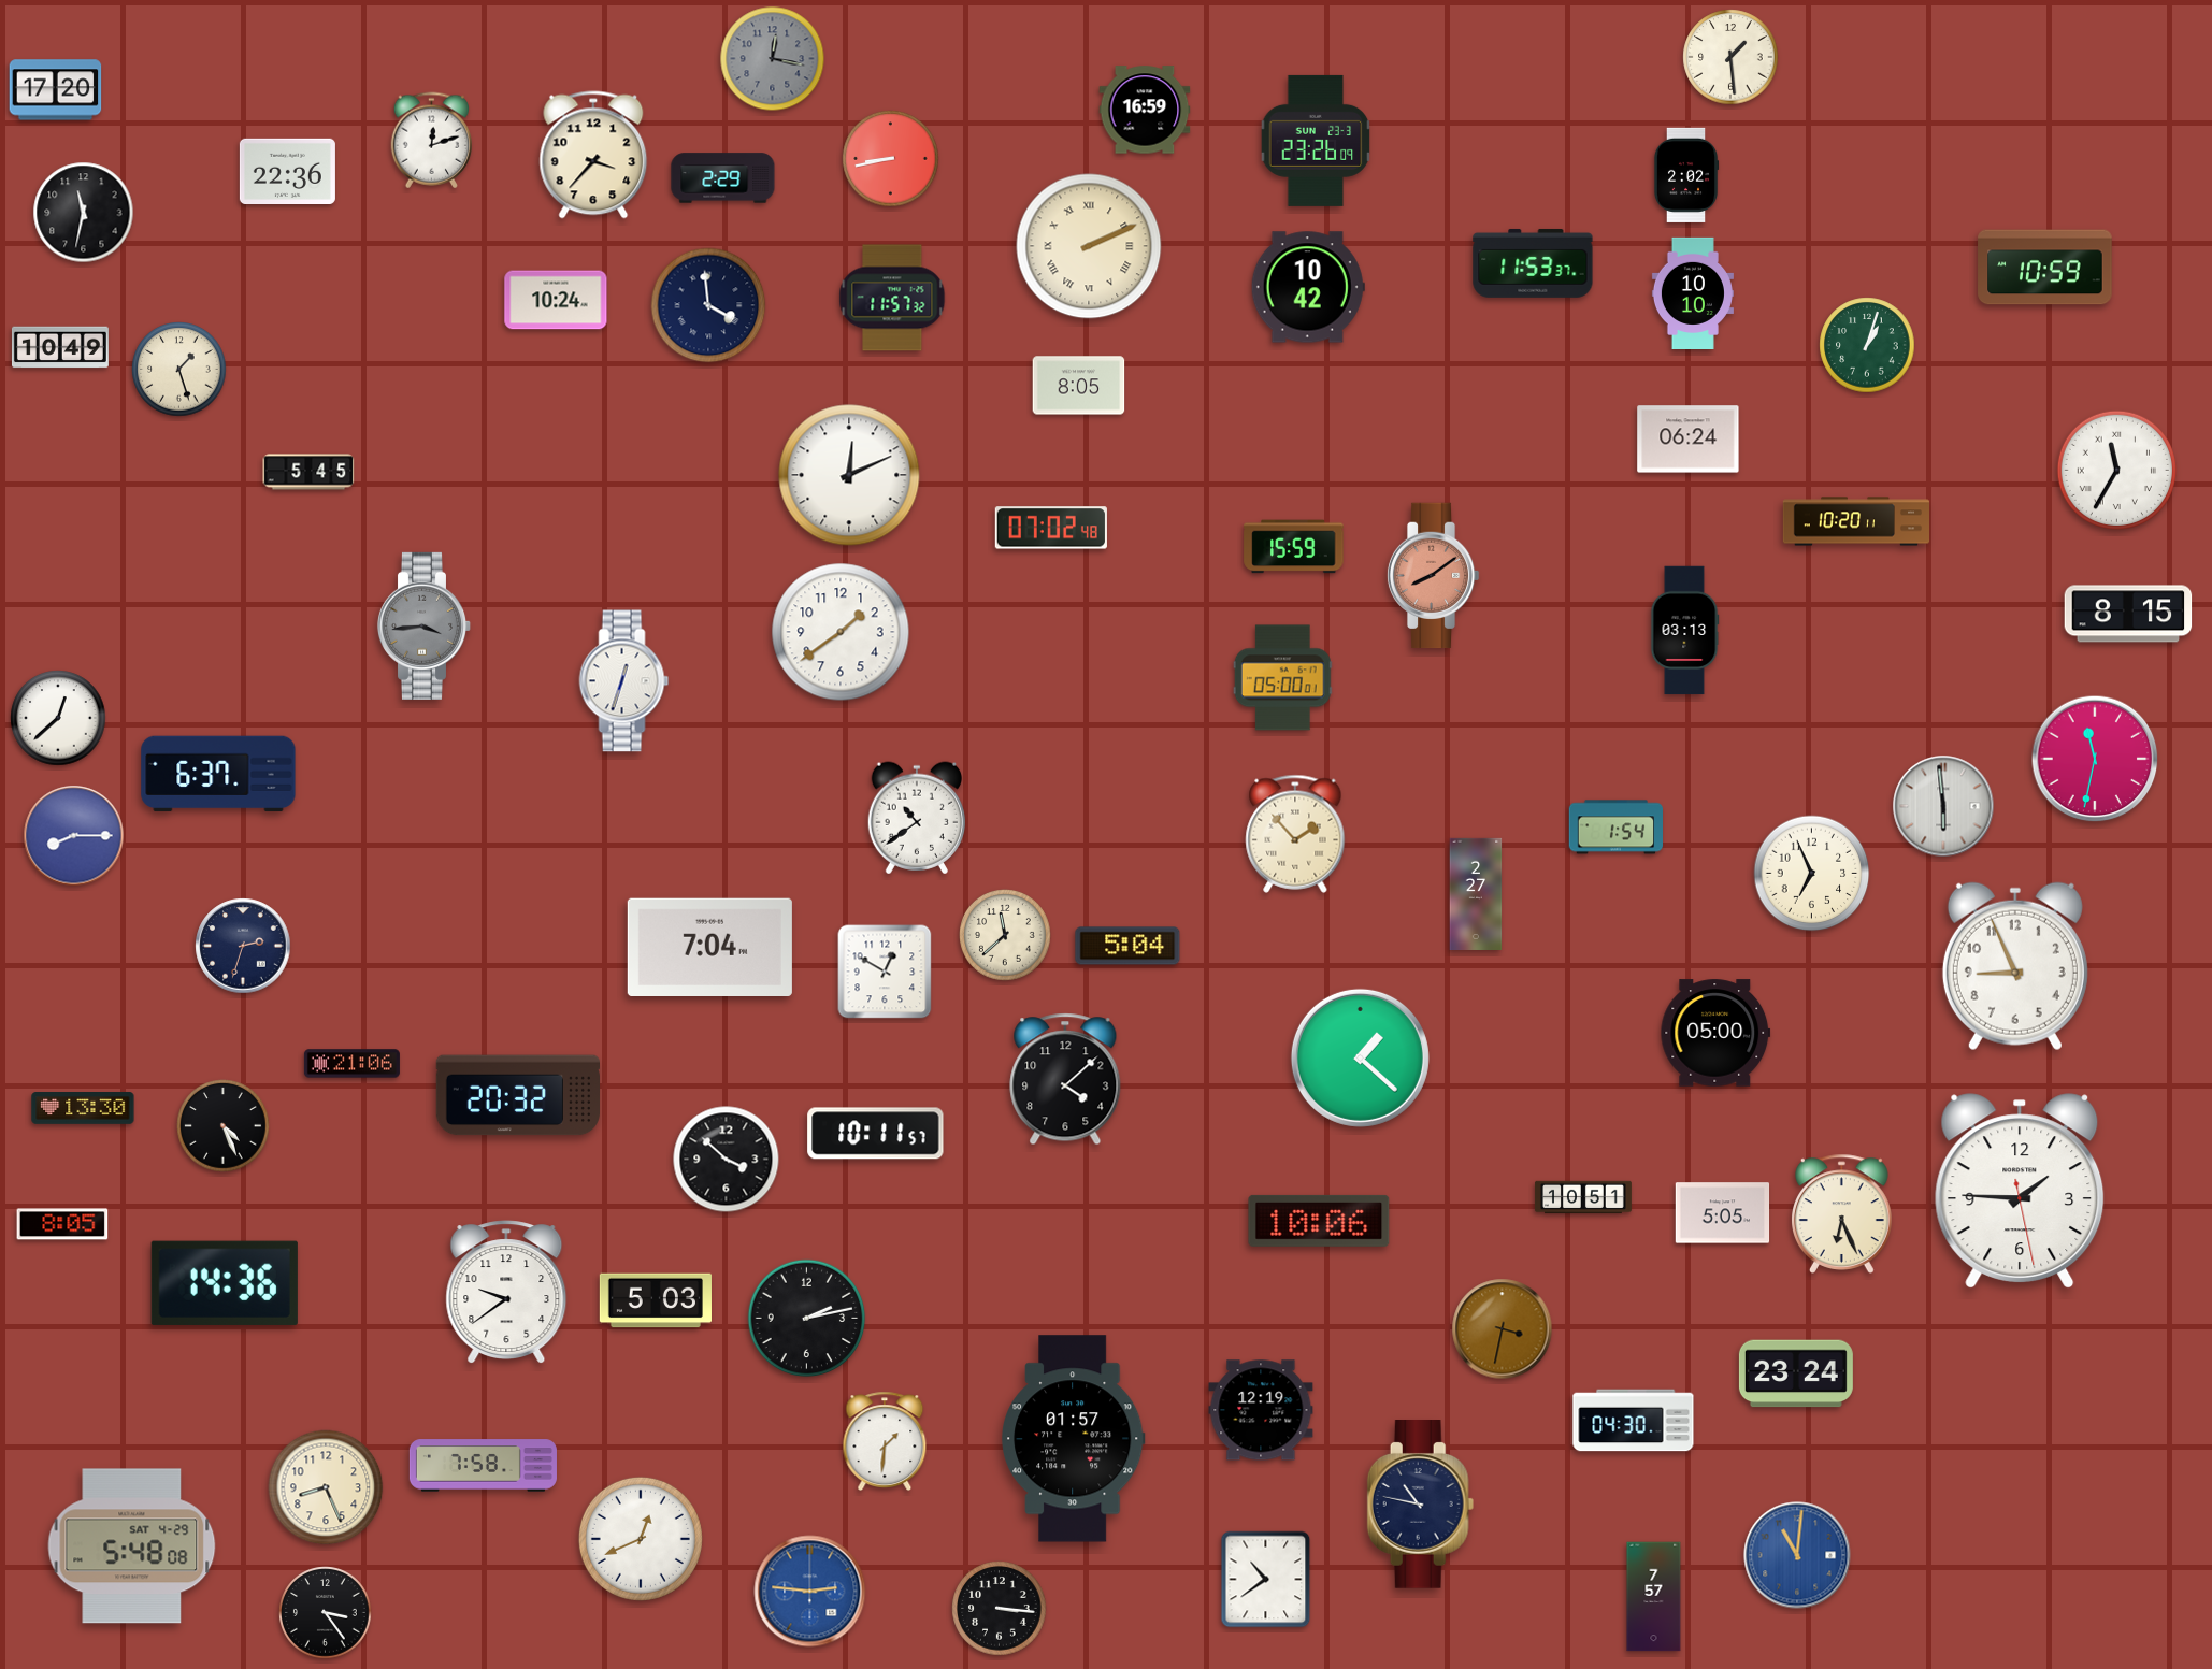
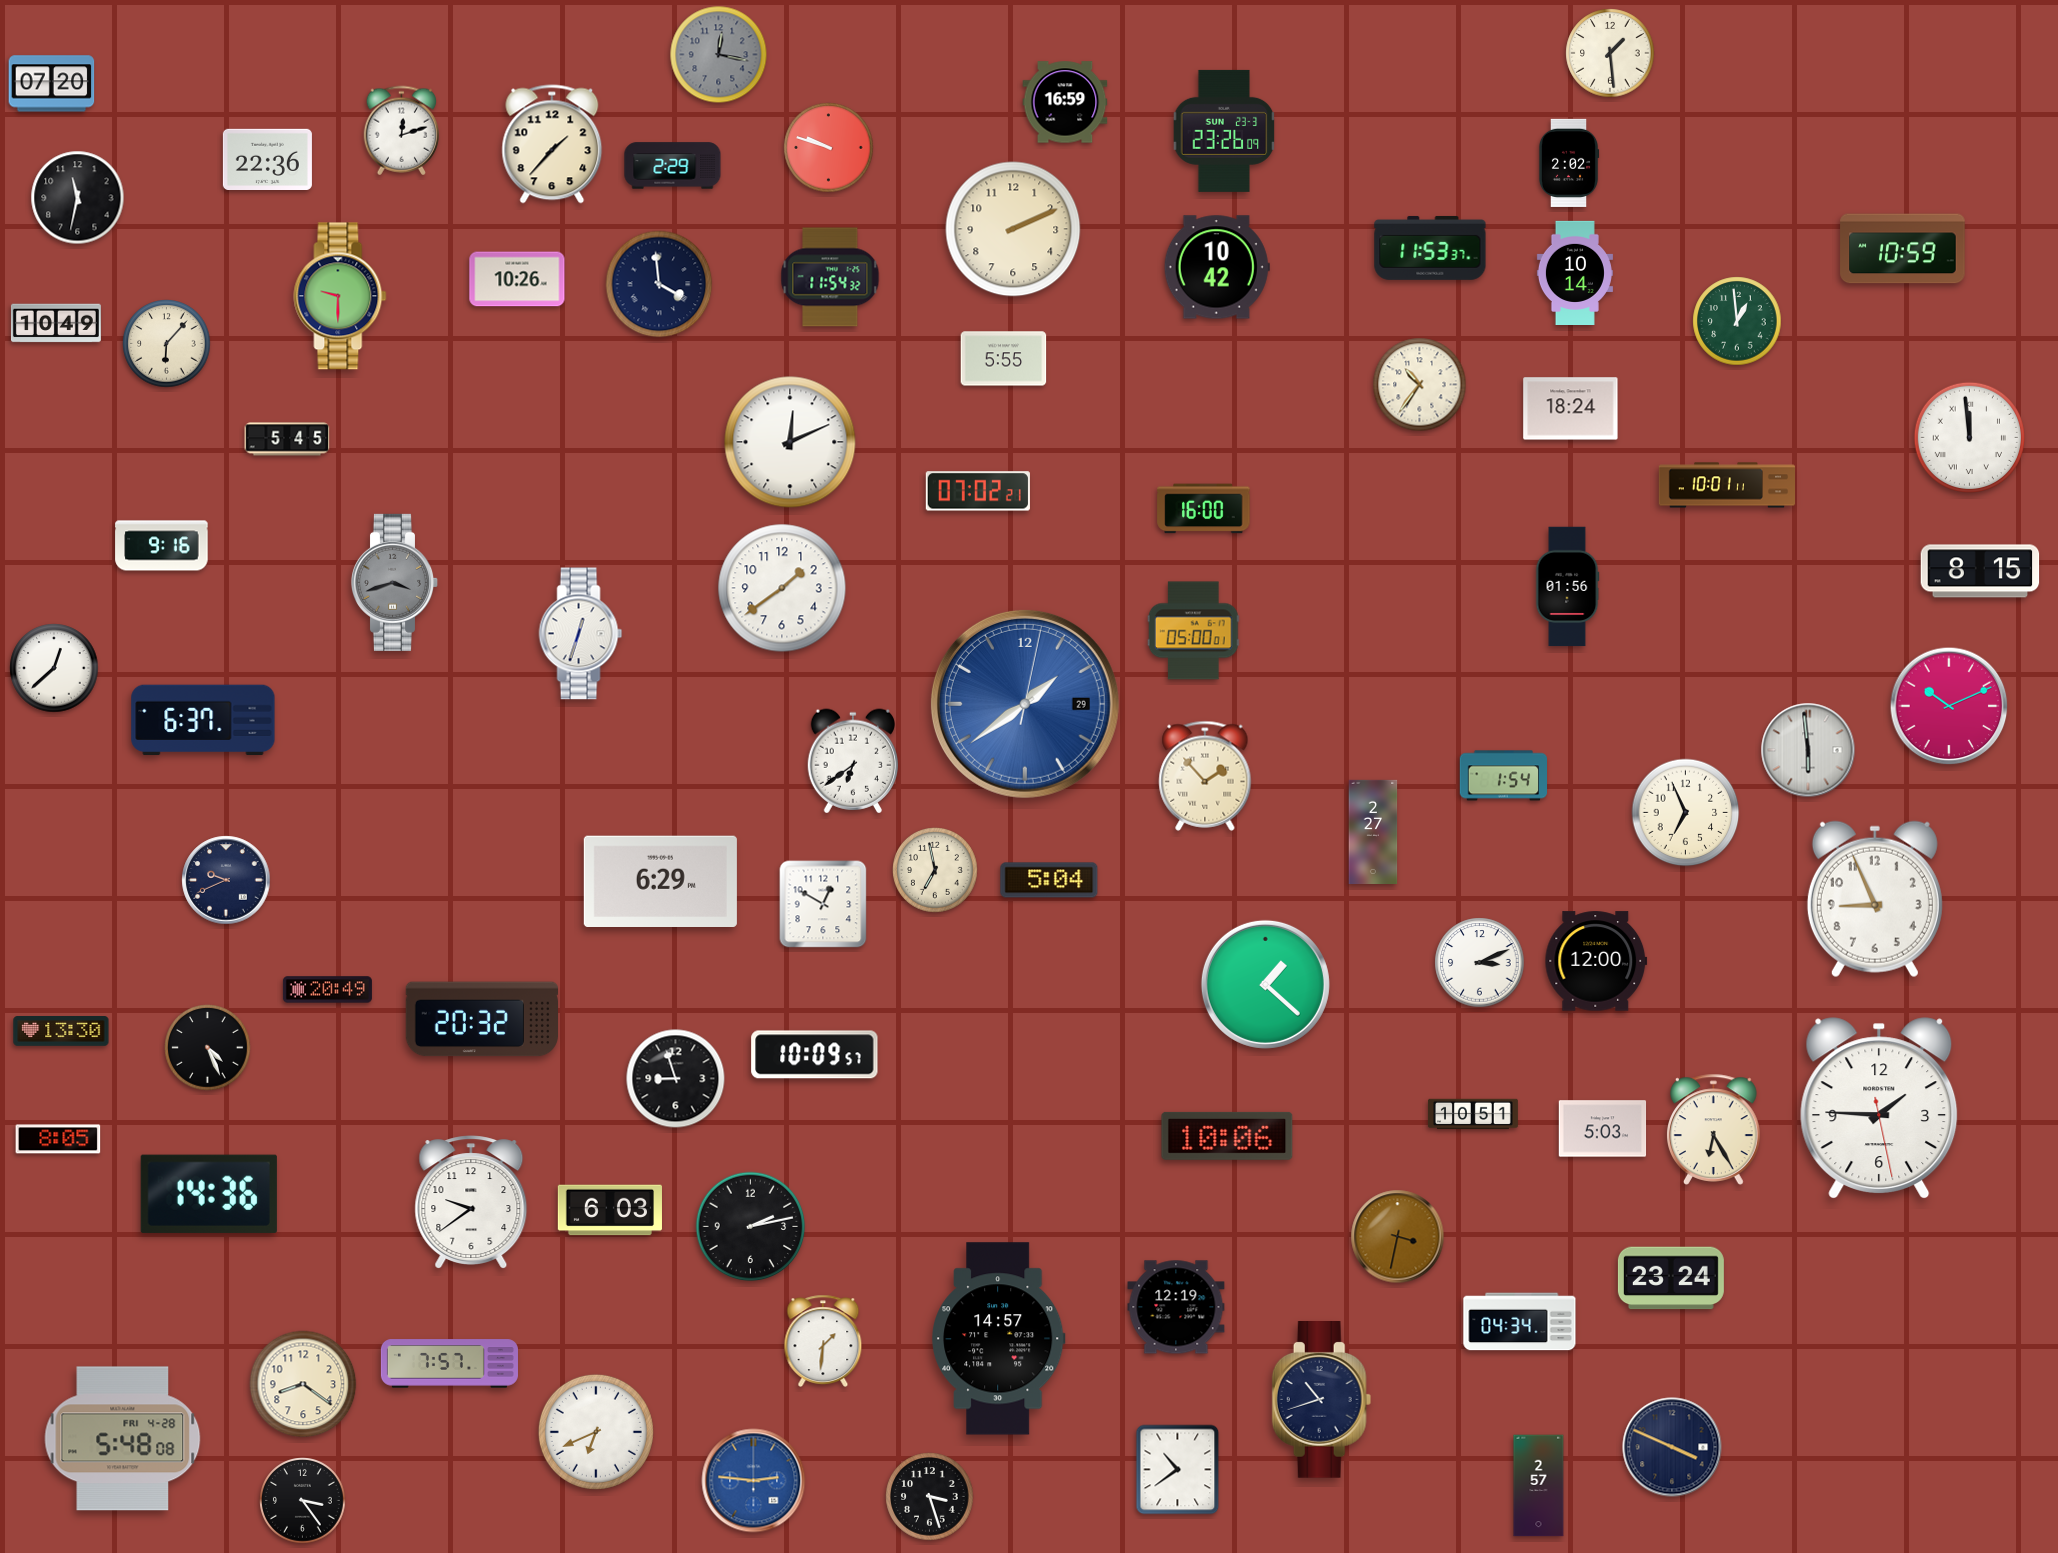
clock at (56, 90): 17:20 -> 07:20
clock at (593, 155): 3:37 -> 1:37
clock at (891, 159): 8:43 -> 9:48
clock at (1089, 246) numerals: Roman -> Arabic
clock at (1533, 263) position: (1533, 263) -> (1430, 248)
clock at (1693, 292): 10:10 -> 10:14
clock at (892, 298): 11:57 -> 11:54
clock at (556, 300): 10:24 -> 10:26
clock at (340, 296): none -> 9:30
clock at (1867, 345): 1:03 -> 12:59
clock at (179, 370): 1:27 -> 6:07
clock at (1079, 386): 8:05 -> 5:55
clock at (1420, 385): none -> 10:36
clock at (1689, 440): 06:24 -> 18:24
clock at (2116, 470): 11:35 -> 11:59
clock at (1856, 521): 10:20 -> 10:01
clock at (1051, 528): 07:02:48 -> 07:02:21
clock at (1294, 547): 15:59 -> 16:00
clock at (1433, 576): 8:09 -> none
clock at (162, 546): none -> 9:16
clock at (425, 625): 3:44 -> 3:42
clock at (1684, 631): 03:13 -> 01:56
clock at (1025, 704): none -> 1:39
clock at (2095, 759): 11:32 -> 10:11
clock at (916, 818): 10:39 -> 6:39
clock at (1617, 828) position: (1617, 828) -> (1504, 776)
clock at (74, 836): 8:15 -> none
clock at (1006, 936): 11:38 -> 6:58
clock at (243, 946): 2:33 -> 9:41
clock at (709, 947): 7:04 -> 6:29
clock at (1715, 1033): 05:00 -> 12:00
clock at (1480, 963): none -> 3:11
clock at (351, 1064): 21:06 -> 20:49
clock at (1065, 1079): 4:08 -> none
clock at (83, 1109) position: (83, 1109) -> (61, 1032)
clock at (876, 1134): 10:11 -> 10:09
clock at (727, 1160): 3:52 -> 8:57
clock at (1723, 1213): 5:05 -> 5:03
clock at (1842, 1213): 6:26 -> 6:25
clock at (656, 1300): 5:03 -> 6:03
clock at (1261, 1410) position: (1261, 1410) -> (1176, 1307)
clock at (1634, 1421): 04:30 -> 04:34
clock at (1074, 1439): 01:57 -> 14:57
clock at (483, 1466): 7:58 -> 7:57
clock at (326, 1487): 8:26 -> 8:21
clock at (1421, 1505): 10:47 -> 10:42
clock at (641, 1539): 12:41 -> 6:41
clock at (132, 1546) date: SAT 4-29 -> FRI 4-28
clock at (1797, 1555): 11:01 -> 3:49
clock at (1797, 1555) dial: blue -> navy
clock at (1654, 1597): 7:57 -> 2:57
clock at (1000, 1609): 3:16 -> 3:27
